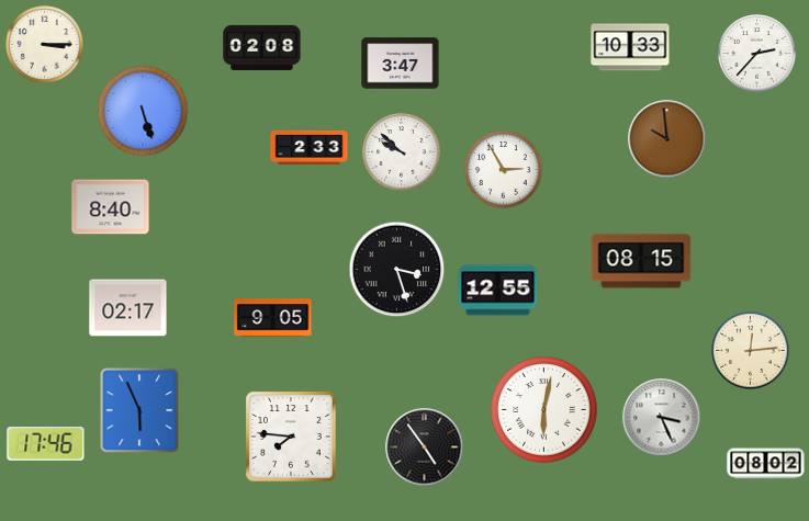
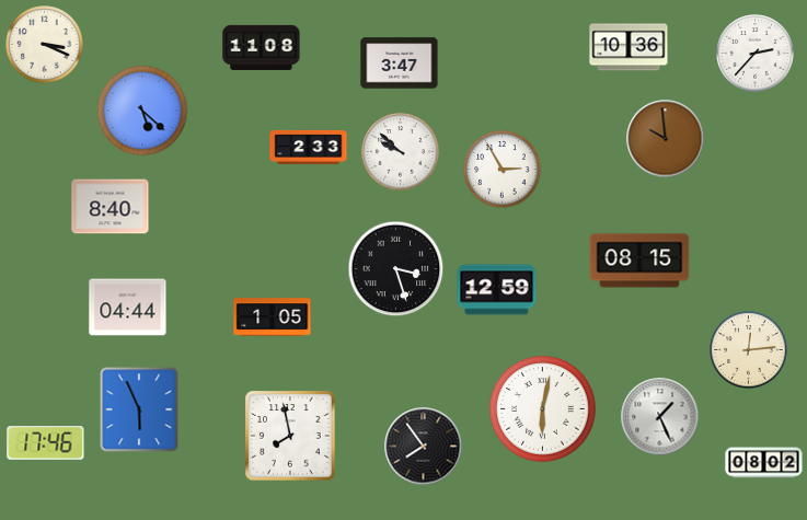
clock at (45, 45): 3:15 -> 3:19
clock at (262, 47): 02:08 -> 11:08
clock at (630, 47): 10:33 -> 10:36
clock at (143, 111): 5:27 -> 5:22
clock at (498, 291): 12:55 -> 12:59
clock at (128, 308): 02:17 -> 04:44
clock at (273, 318): 9:05 -> 1:05
clock at (662, 418): 3:26 -> 1:26
clock at (291, 437): 7:46 -> 7:58
clock at (425, 448): 4:54 -> 7:54
